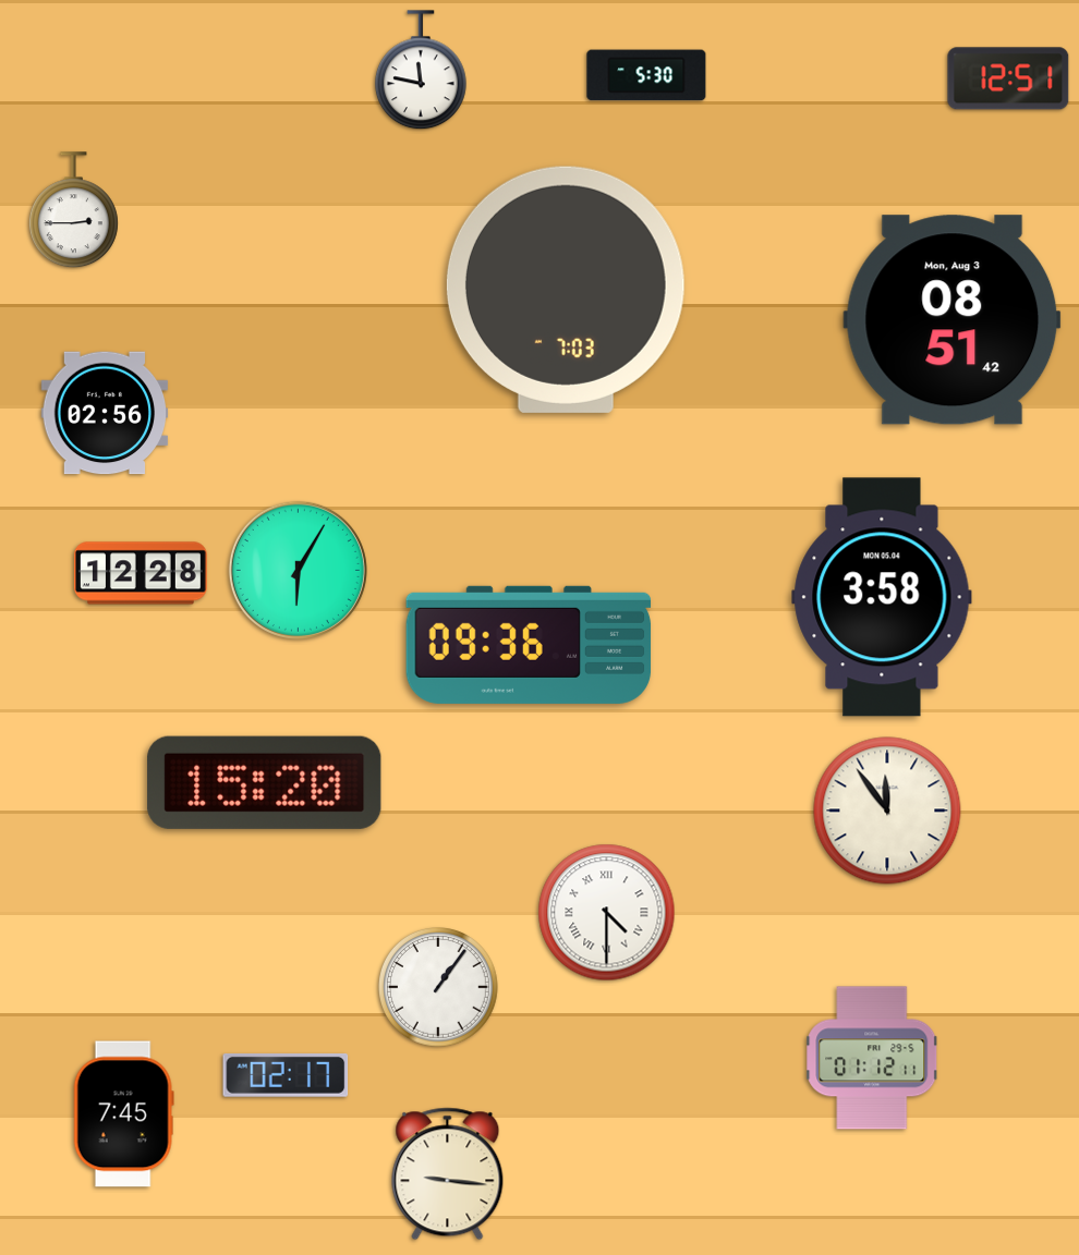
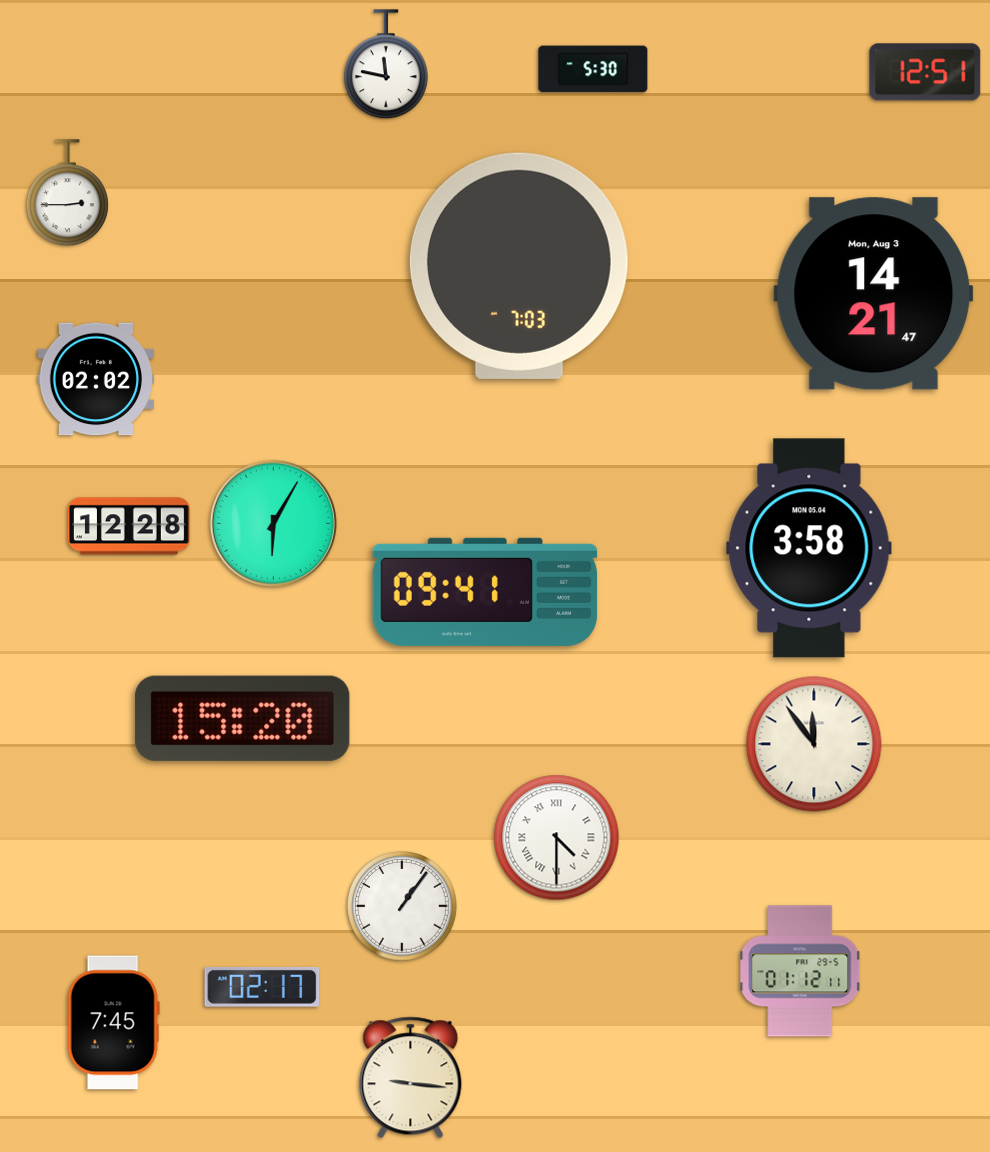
clock at (953, 320): 08:51 -> 14:21
clock at (105, 413): 02:56 -> 02:02
clock at (529, 645): 09:36 -> 09:41
